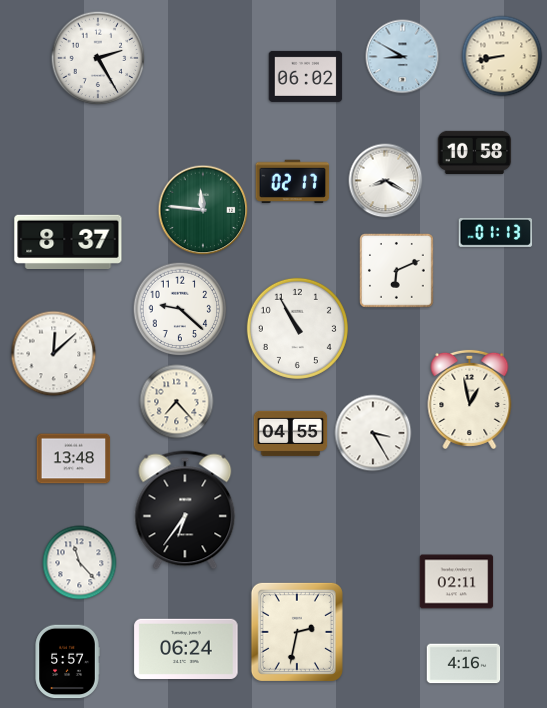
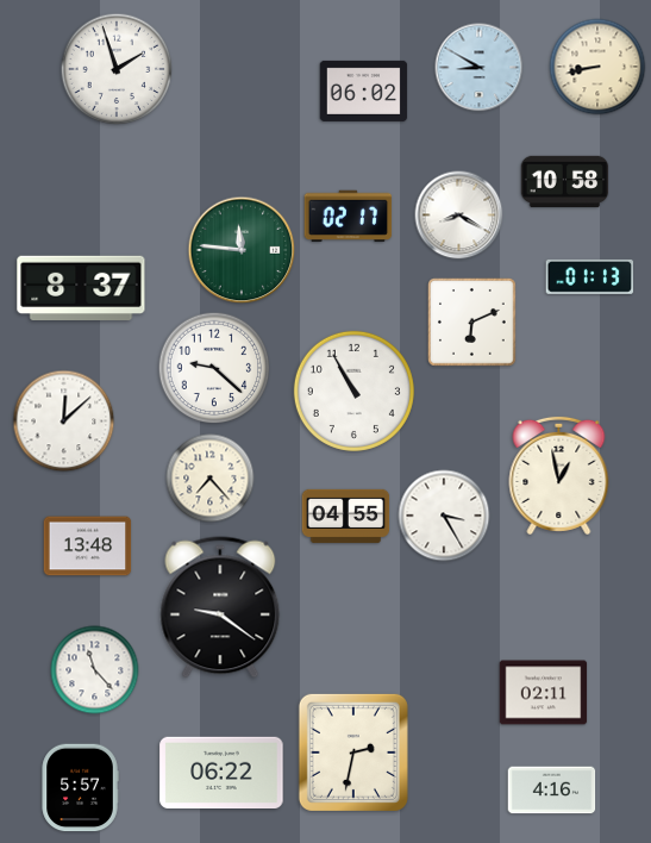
clock at (98, 58): 2:25 -> 1:57
clock at (185, 510): 6:36 -> 9:21
clock at (186, 648): 06:24 -> 06:22
